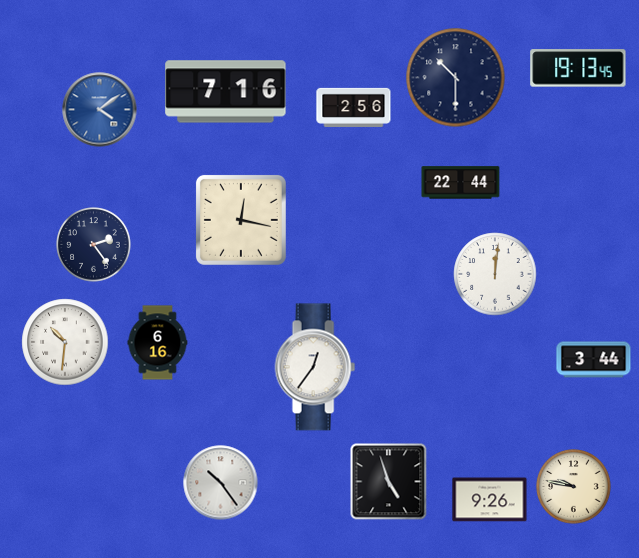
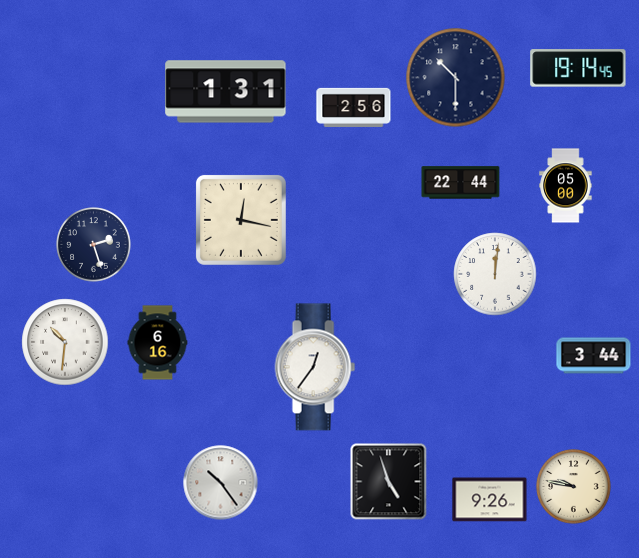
clock at (578, 68): 19:13 -> 19:14
clock at (226, 92): 7:16 -> 1:31
clock at (100, 110): 4:09 -> none
clock at (566, 186): none -> 05:00
clock at (94, 245): 2:24 -> 2:27
clock at (594, 360) position: (594, 360) -> (594, 356)
